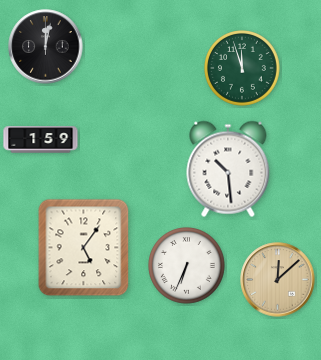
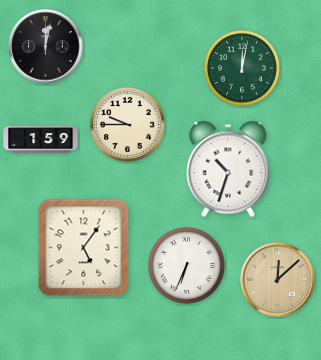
clock at (243, 69): 11:57 -> 12:02
clock at (128, 125): none -> 9:45
clock at (228, 169): 10:29 -> 10:33
